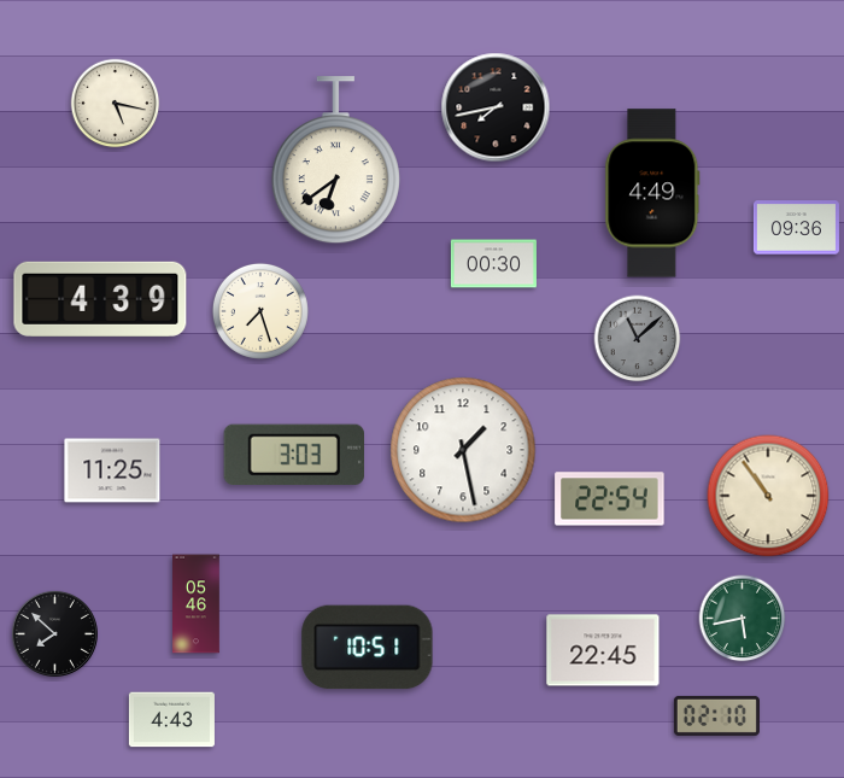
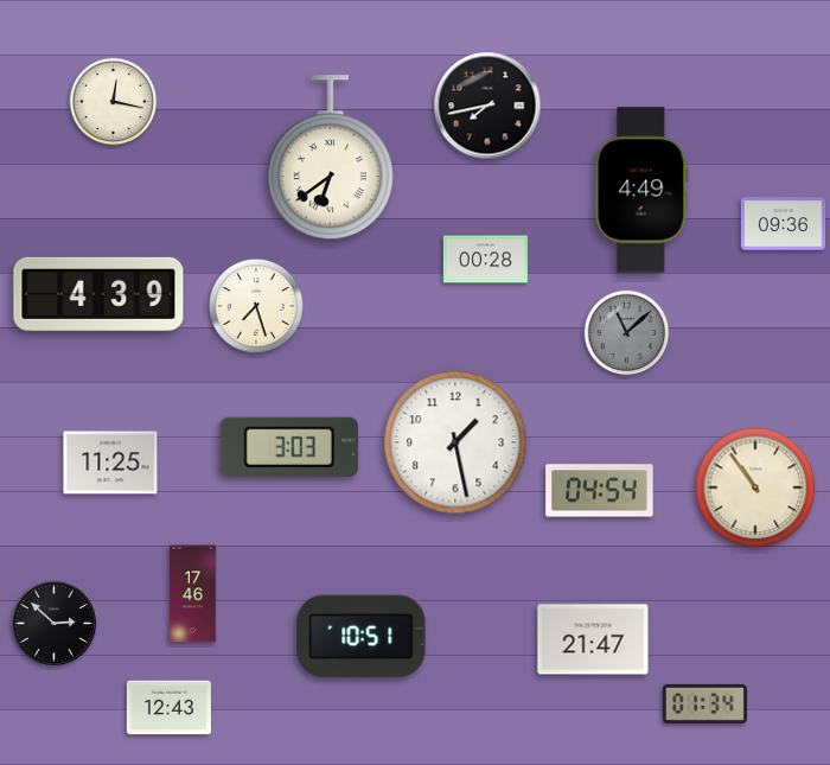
clock at (116, 104): 5:17 -> 12:17
clock at (493, 264): 00:30 -> 00:28
clock at (610, 499): 22:54 -> 04:54
clock at (197, 604): 05:46 -> 17:46
clock at (743, 619): 5:43 -> none
clock at (54, 633): 7:52 -> 2:52
clock at (603, 650): 22:45 -> 21:47
clock at (716, 715): 02:10 -> 01:34
clock at (171, 720): 4:43 -> 12:43
